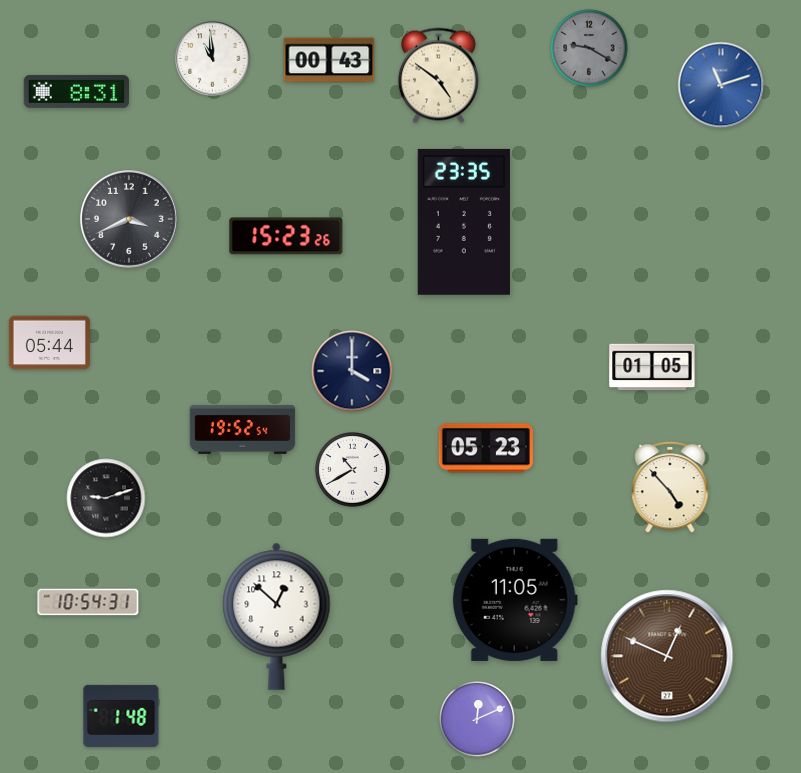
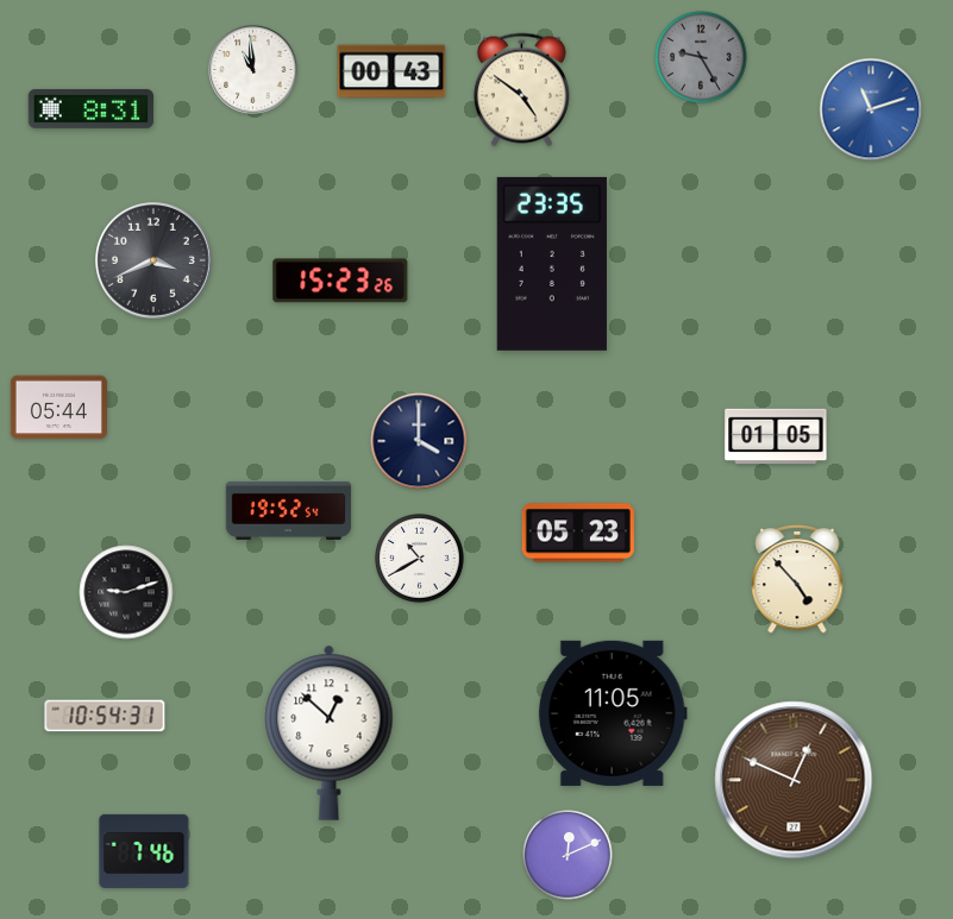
clock at (589, 48): 9:20 -> 9:25
clock at (721, 85) position: (721, 85) -> (871, 109)
clock at (121, 716): 1:48 -> 7:46
